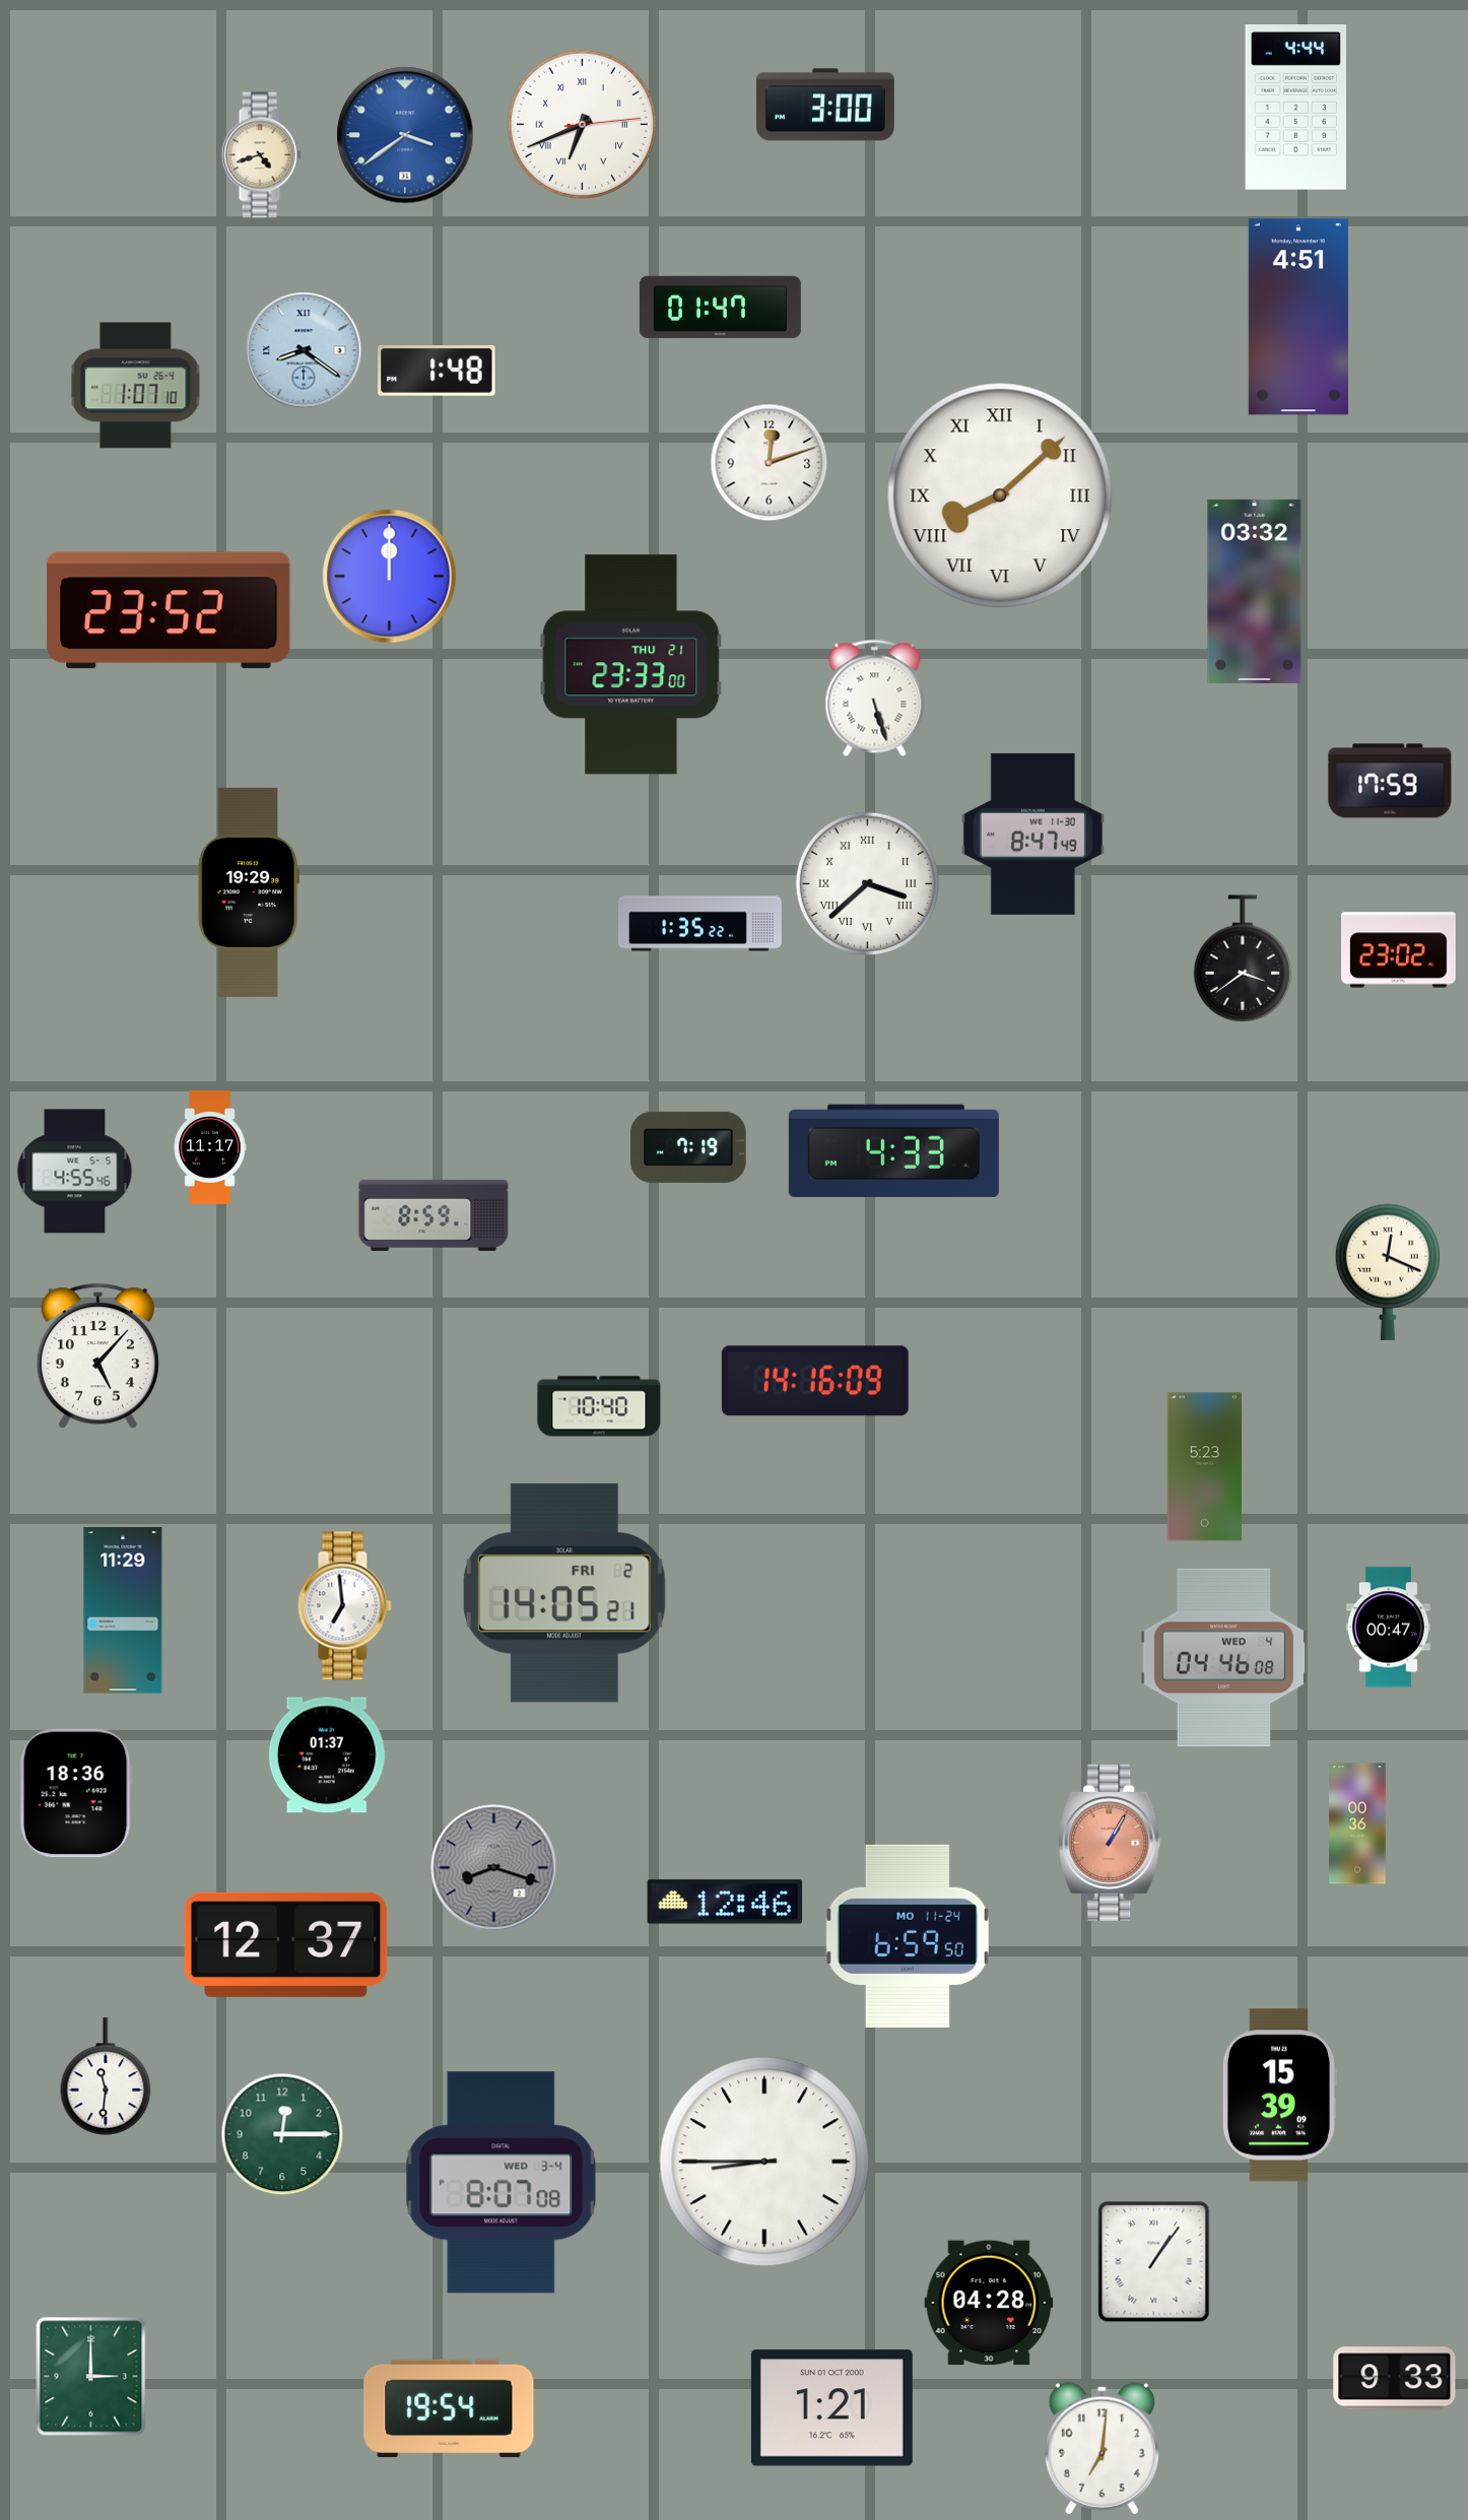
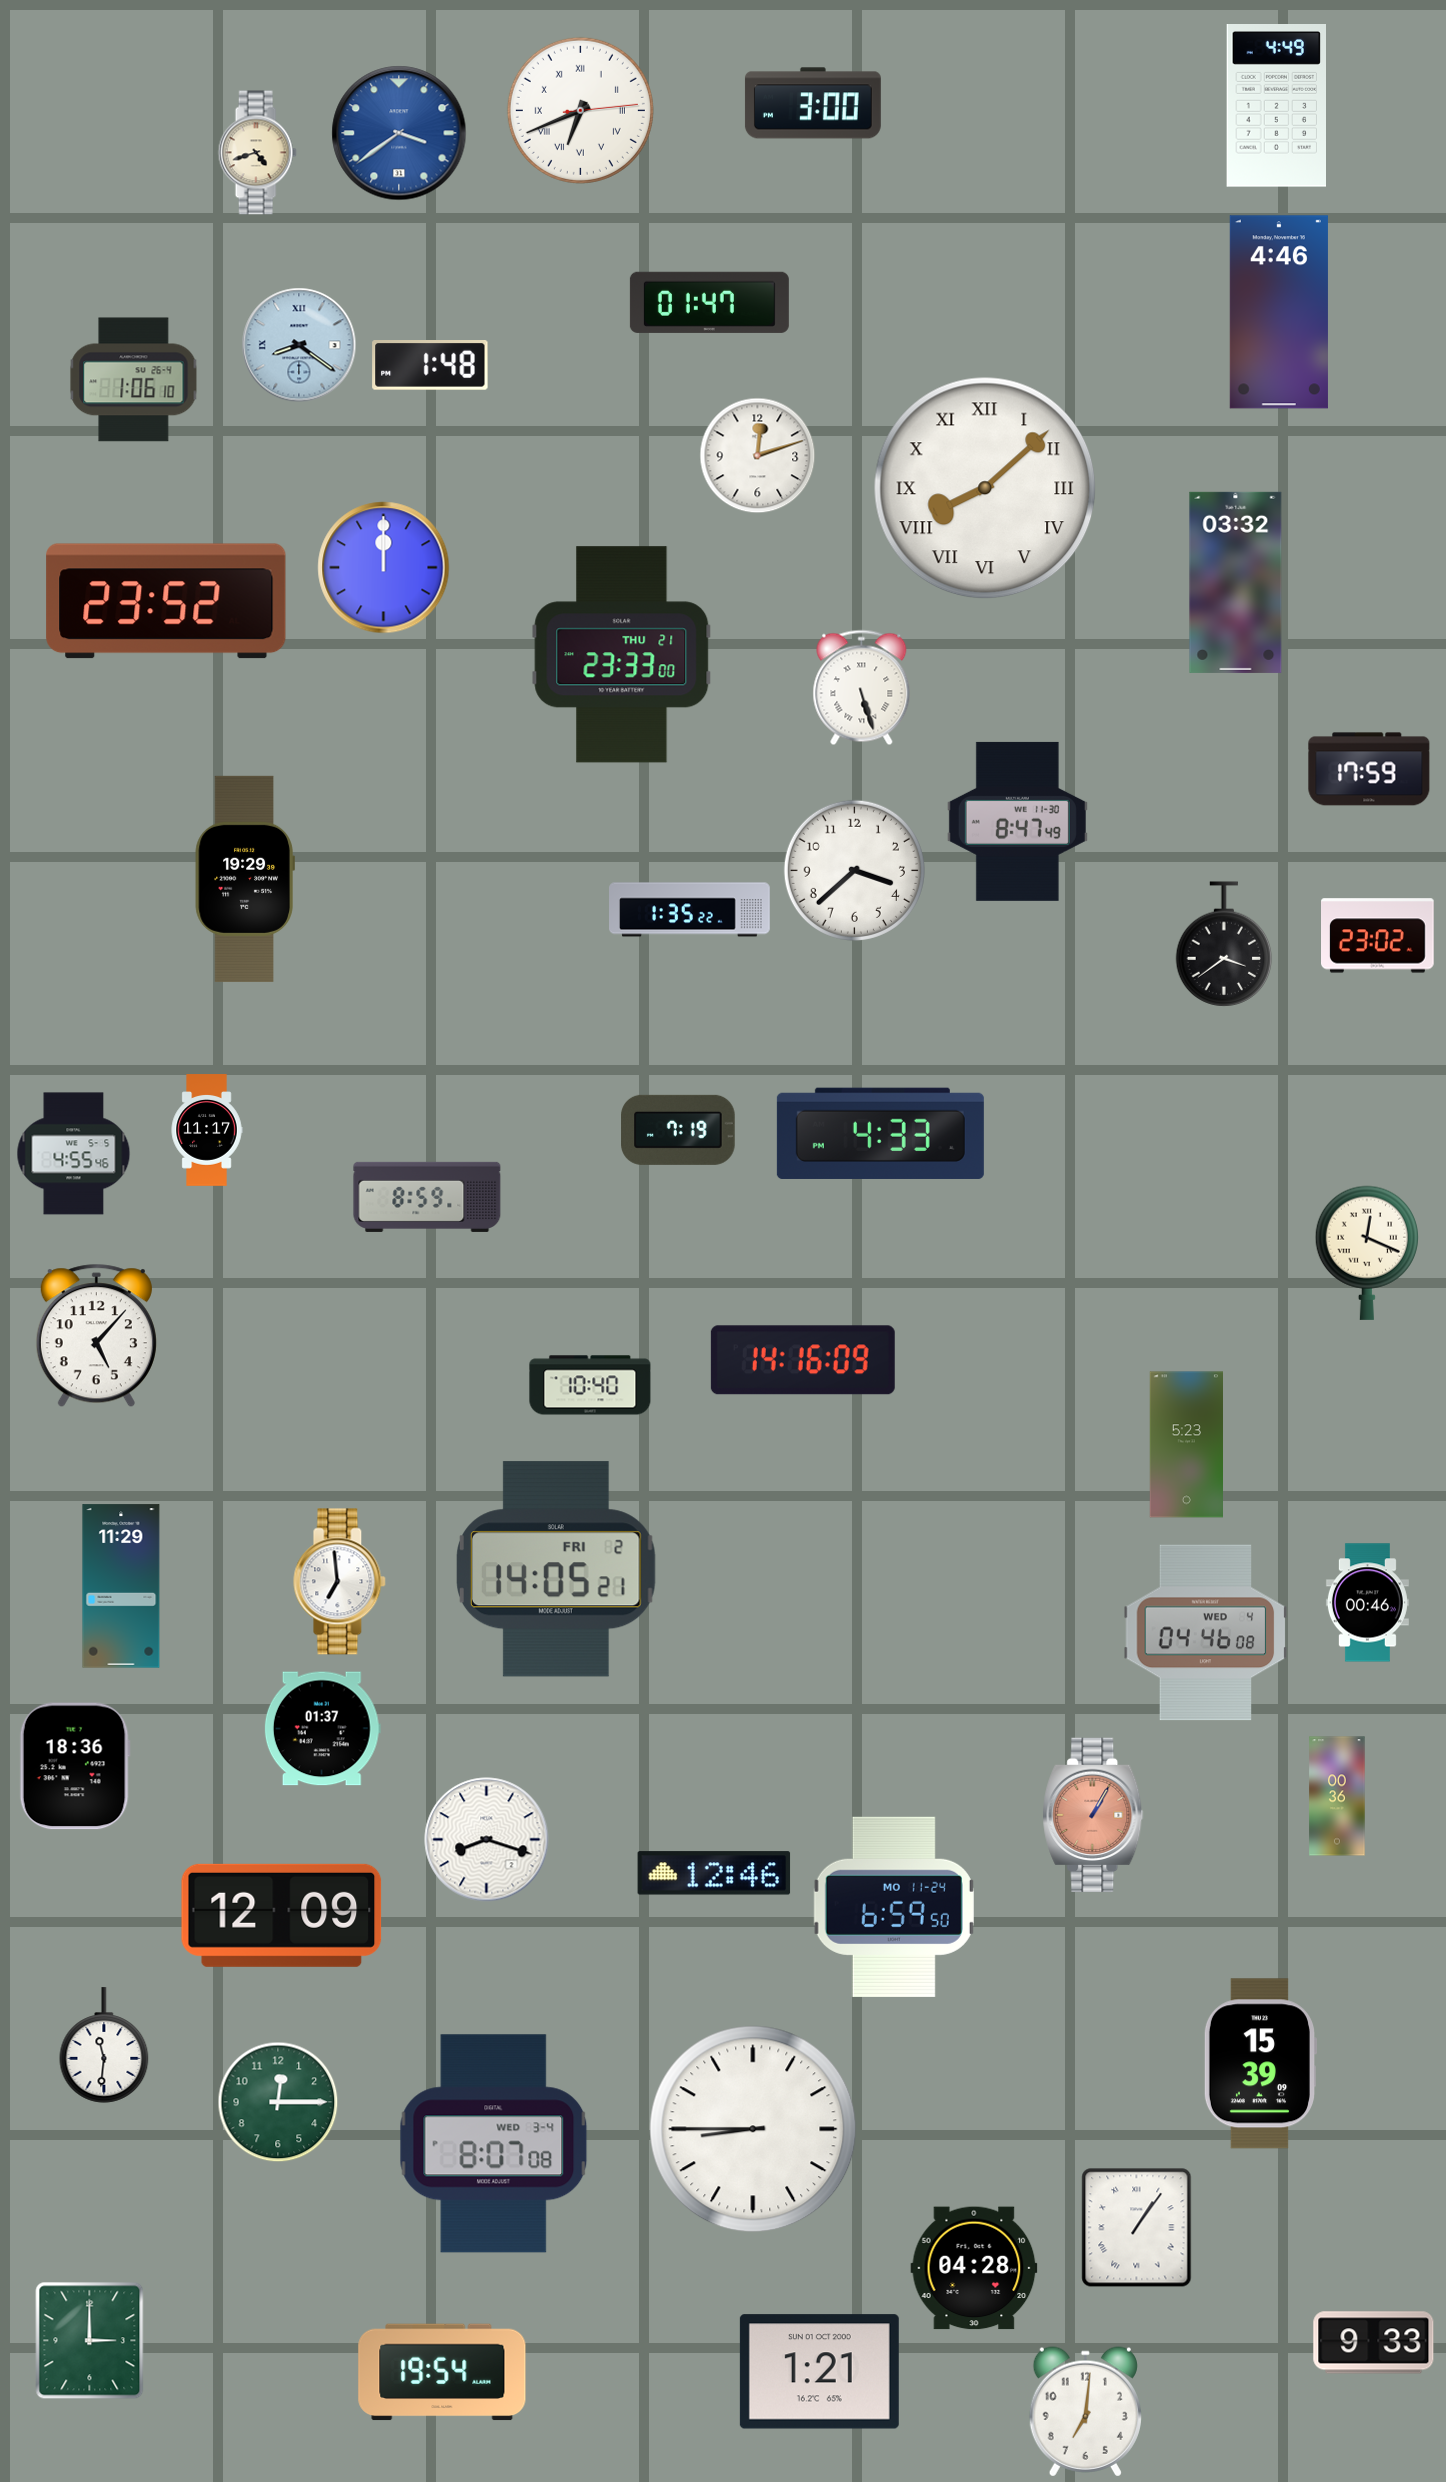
clock at (1295, 108): 4:44 -> 4:49
clock at (582, 124) position: (582, 124) -> (580, 110)
clock at (1298, 317): 4:51 -> 4:46
clock at (136, 386): 1:07 -> 1:06
clock at (867, 883) numerals: Roman -> Arabic
clock at (1388, 1628): 00:47 -> 00:46
clock at (494, 1868) dial: grey -> white
clock at (286, 1944): 12:37 -> 12:09
clock at (502, 2183) position: (502, 2183) -> (494, 2144)
